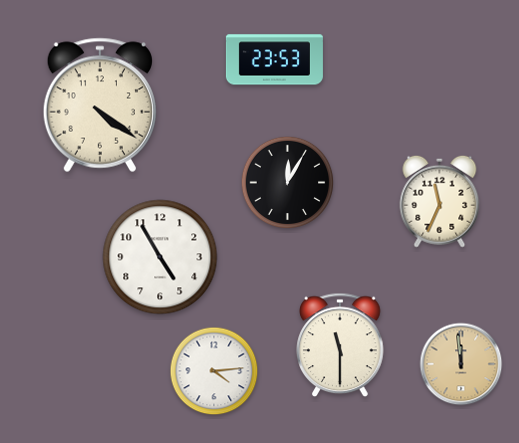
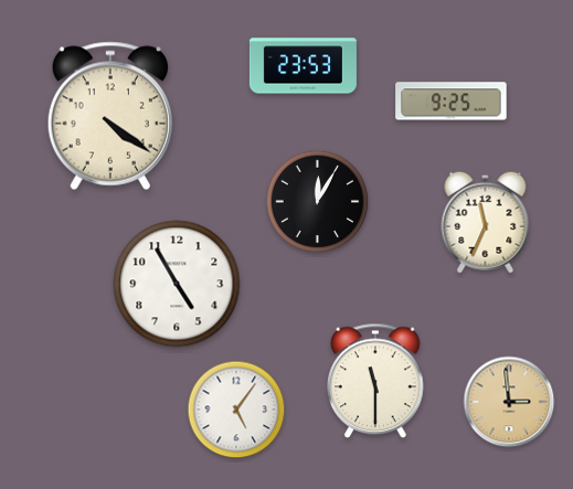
clock at (452, 102): none -> 9:25
clock at (461, 364): 11:59 -> 2:59
clock at (214, 371): 4:14 -> 5:06
